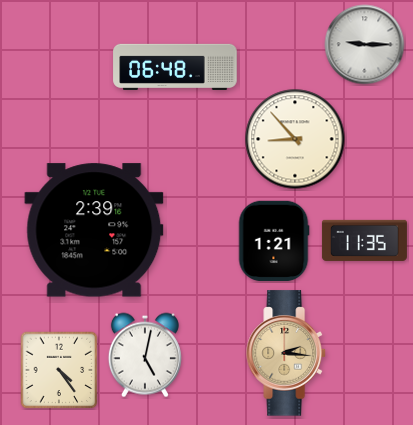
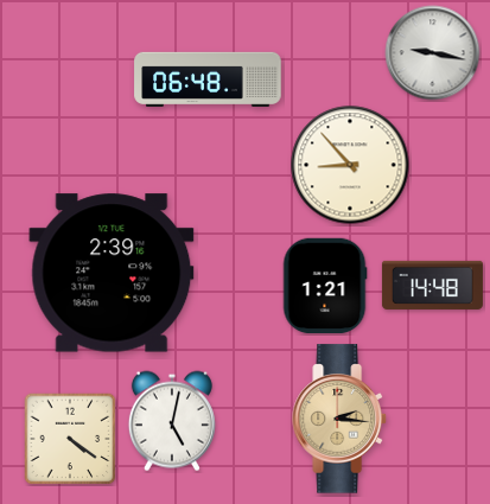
clock at (365, 45): 9:15 -> 9:17
clock at (364, 240): 11:35 -> 14:48
clock at (59, 370): 4:24 -> 4:21
